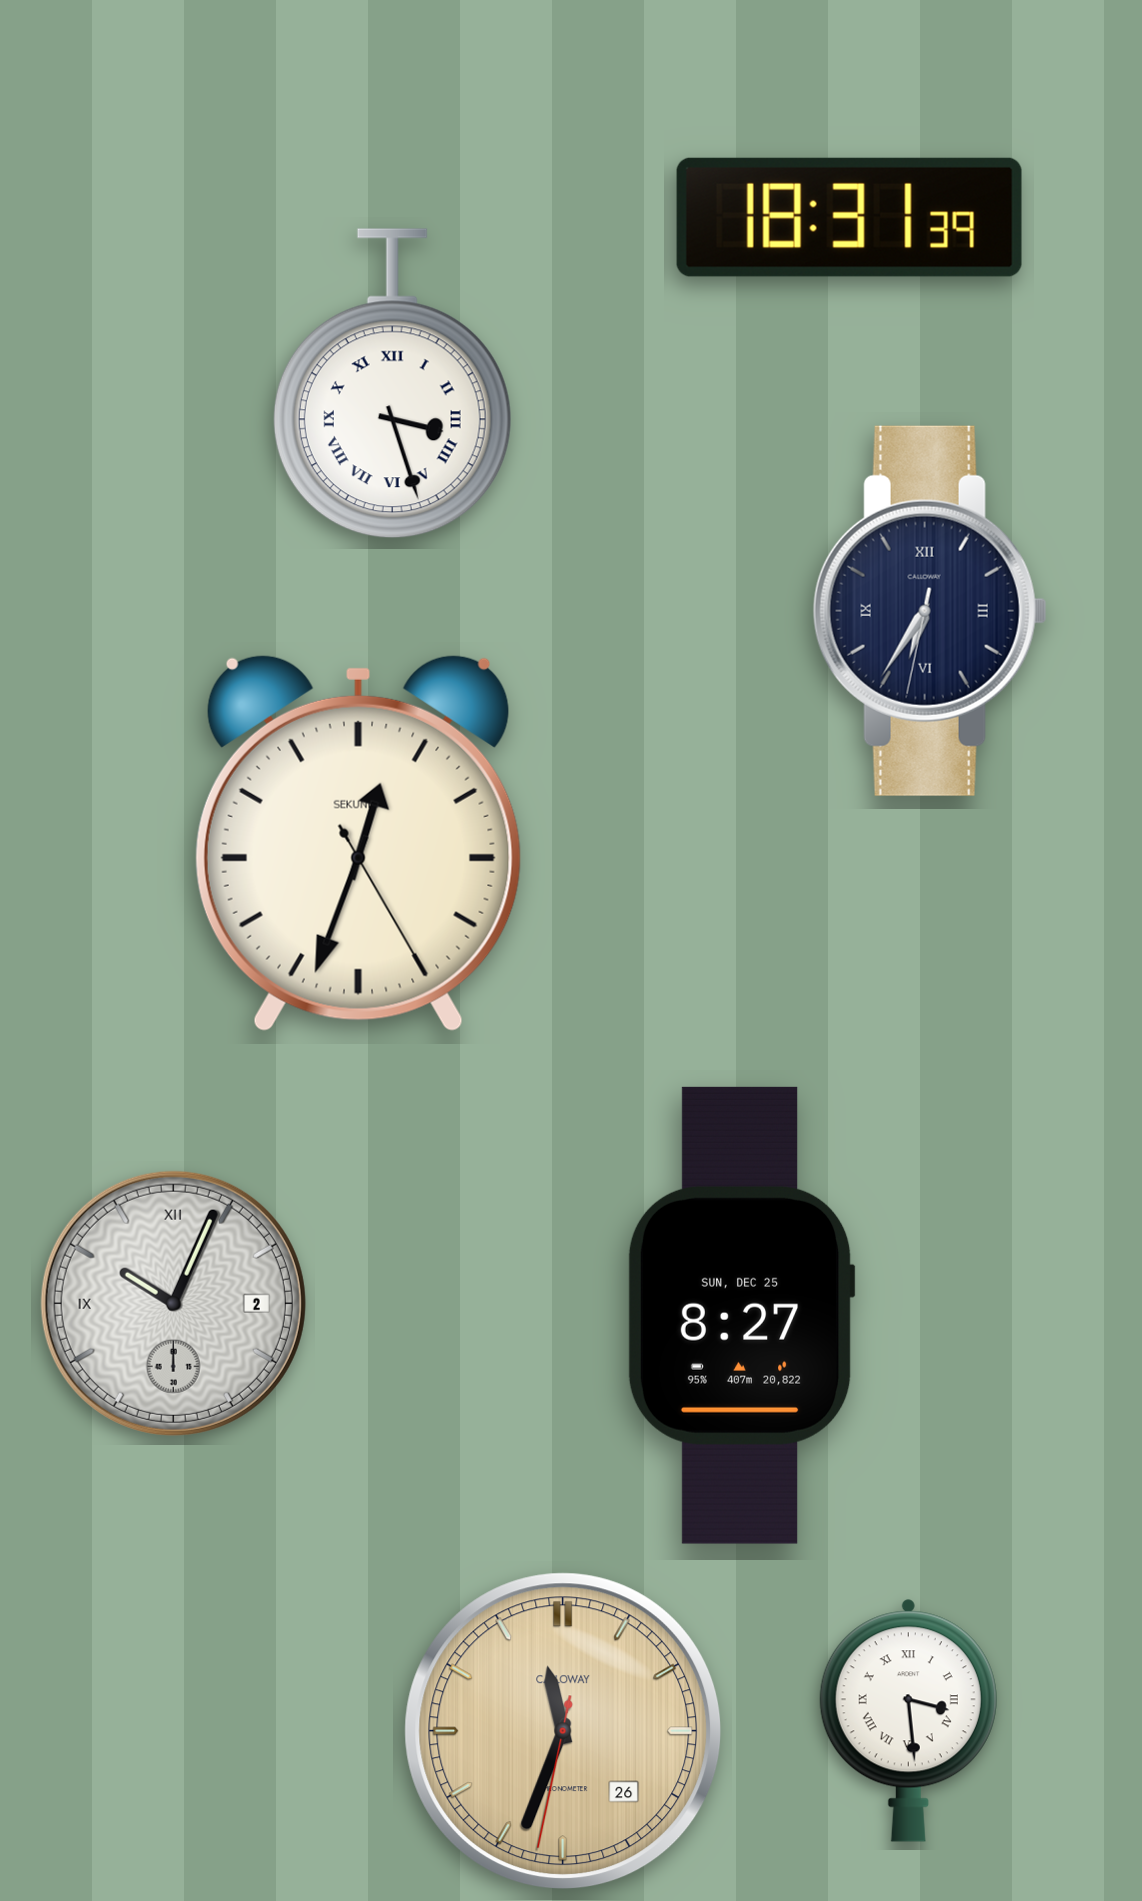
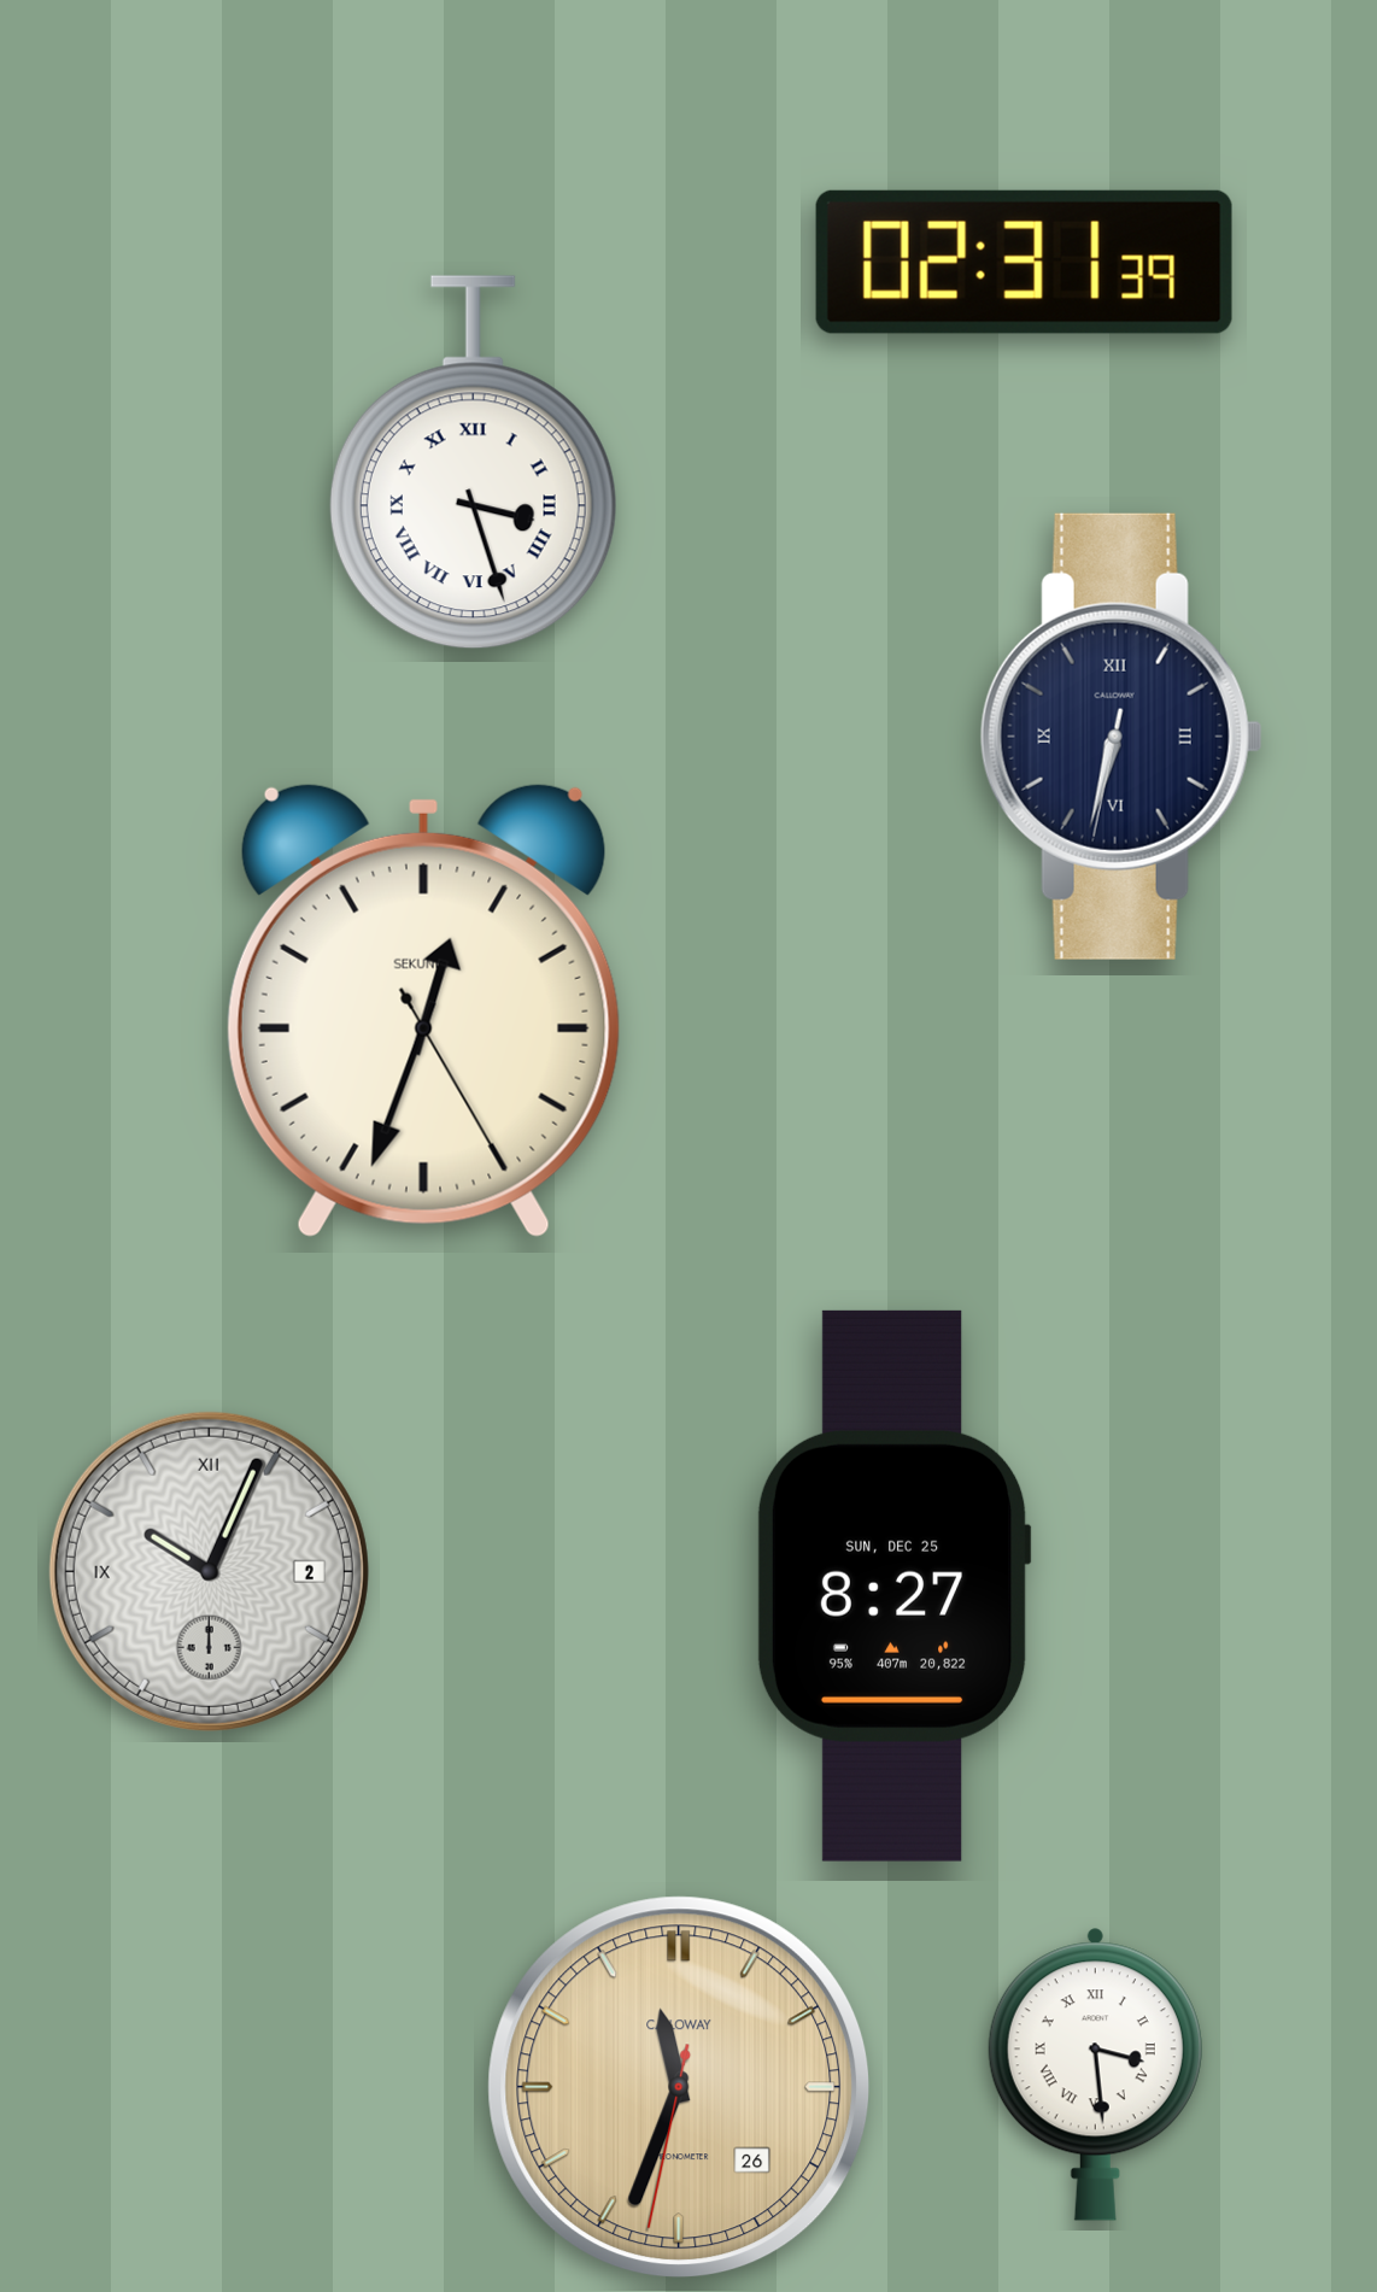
clock at (849, 217): 18:31 -> 02:31
clock at (930, 611): 6:35 -> 6:32
clock at (358, 843) position: (358, 843) -> (423, 1010)
